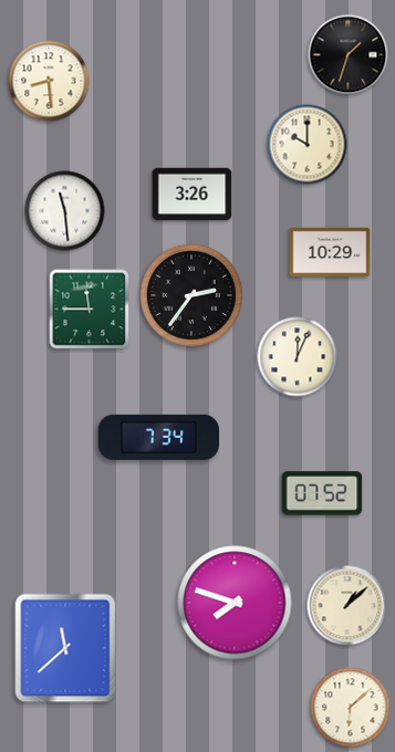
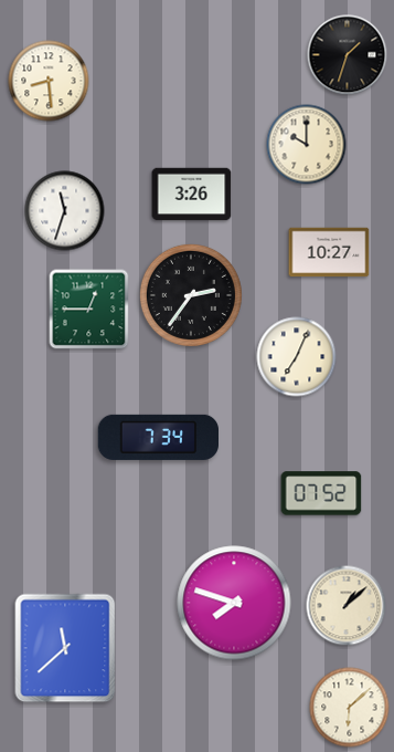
clock at (65, 211): 11:29 -> 11:33
clock at (330, 252): 10:29 -> 10:27
clock at (90, 310): 11:45 -> 12:45
clock at (298, 357): 12:04 -> 7:04
